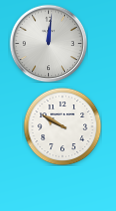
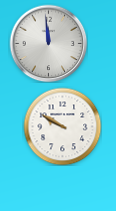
clock at (48, 43): 12:01 -> 11:59
